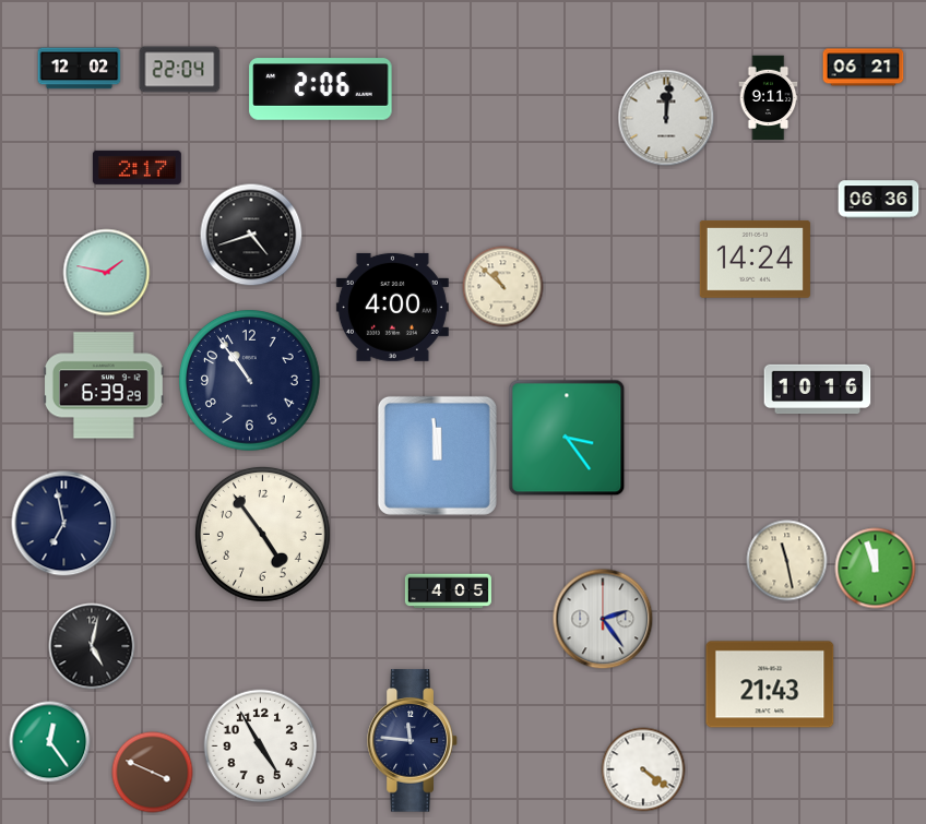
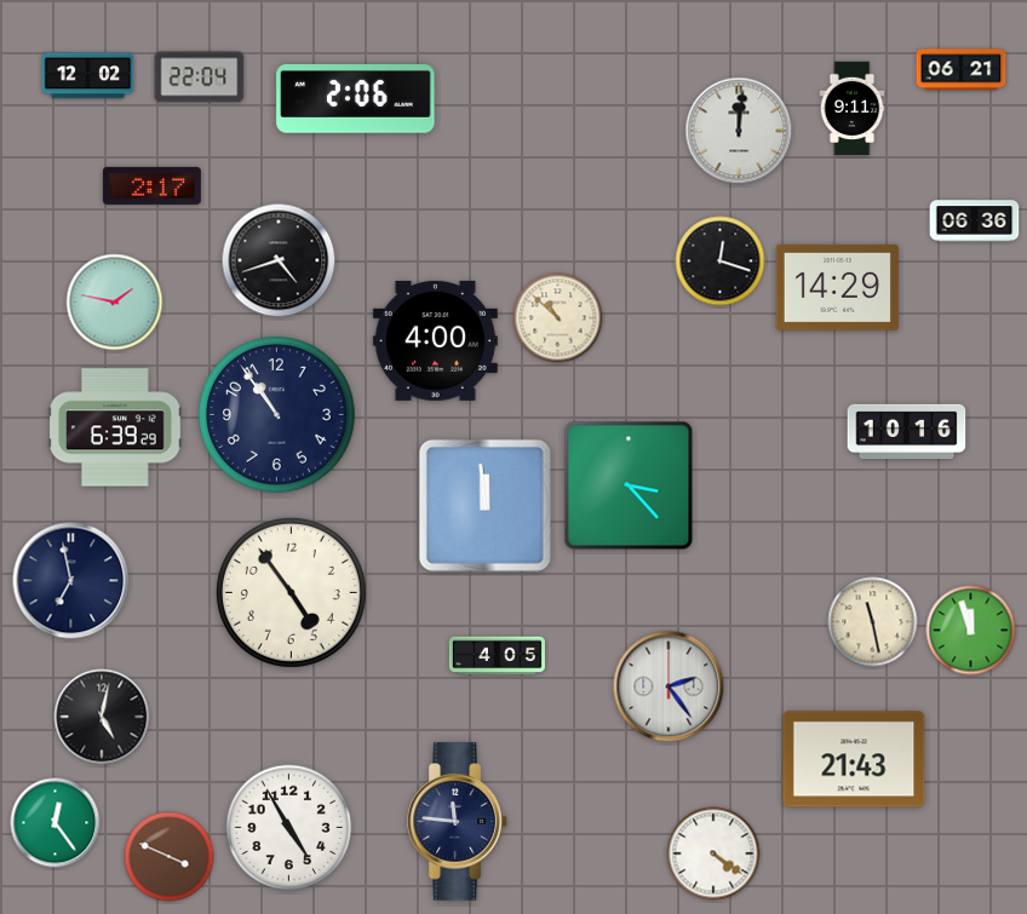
clock at (864, 68) position: (864, 68) -> (962, 70)
clock at (721, 261): none -> 12:18
clock at (755, 259): 14:24 -> 14:29
clock at (107, 273) position: (107, 273) -> (115, 303)
clock at (250, 381) position: (250, 381) -> (277, 415)
clock at (567, 438): 3:24 -> 3:23
